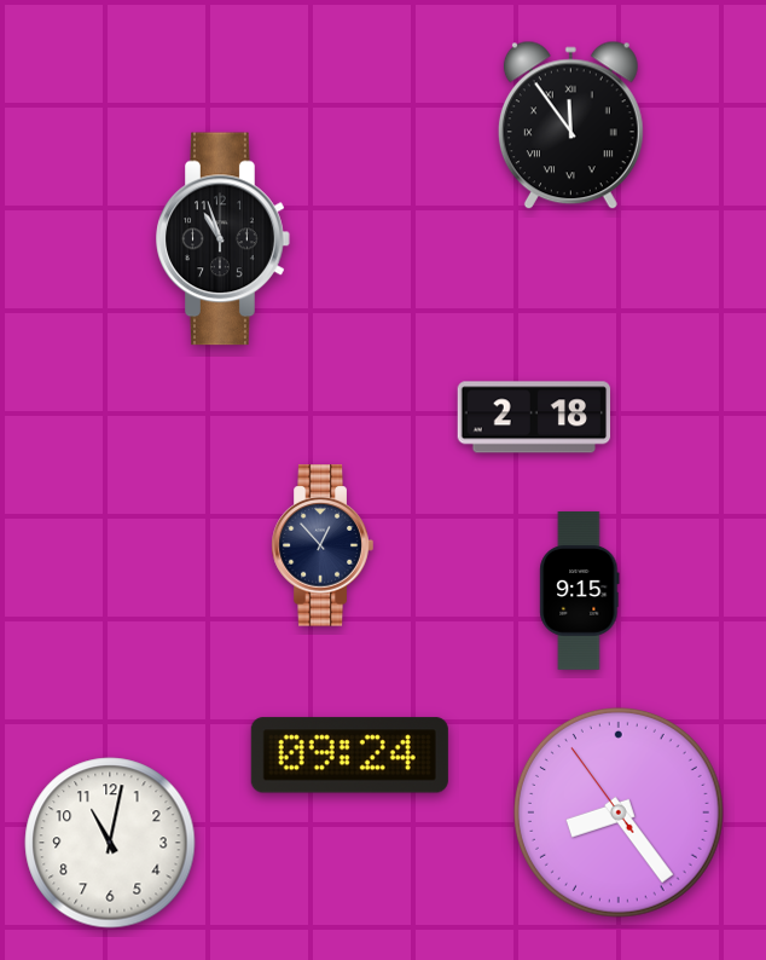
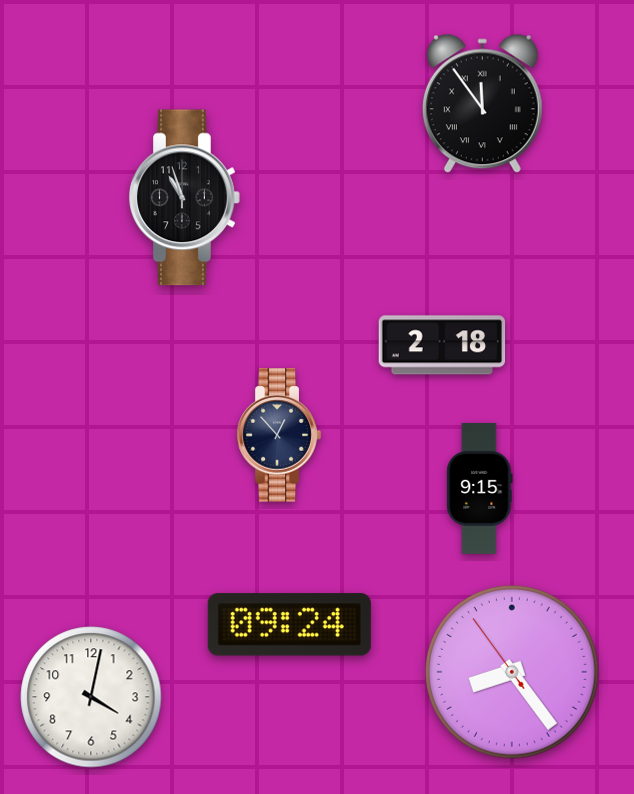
clock at (570, 126) position: (570, 126) -> (482, 104)
clock at (323, 545) position: (323, 545) -> (279, 435)
clock at (110, 843): 11:02 -> 4:02
